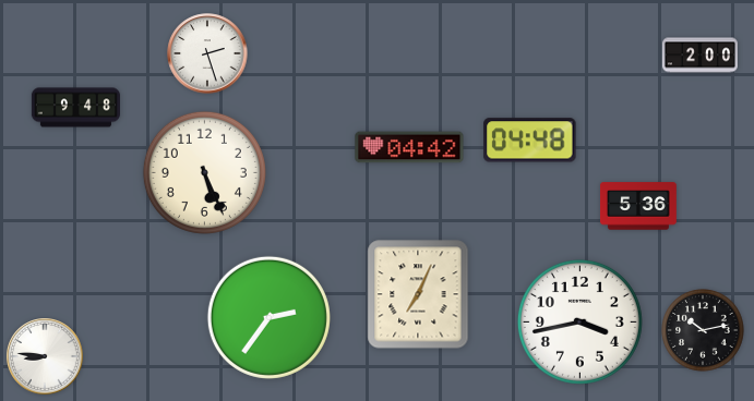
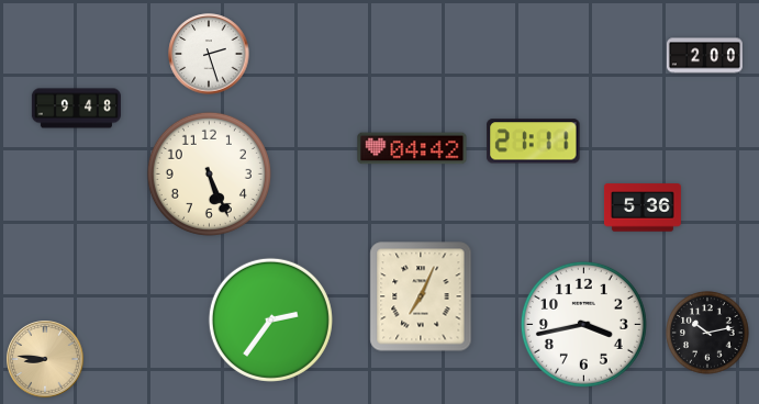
clock at (530, 141): 04:48 -> 21:11
clock at (204, 172) position: (204, 172) -> (209, 173)
clock at (45, 356) dial: white -> champagne
